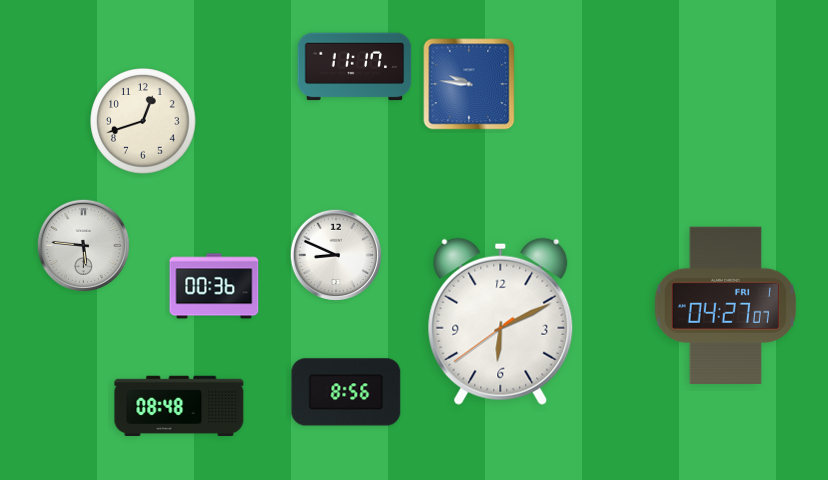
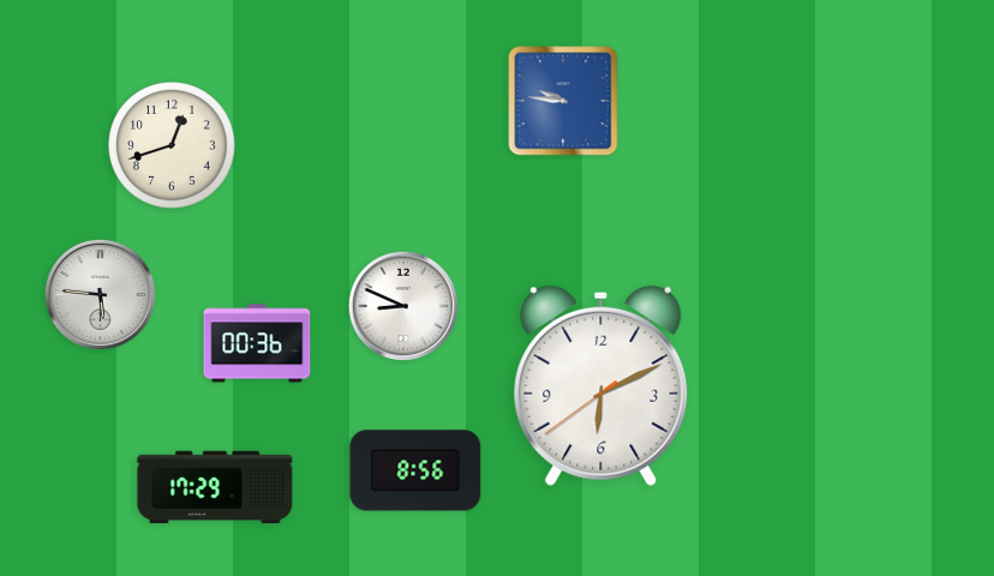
clock at (355, 67): 11:17 -> none
clock at (725, 305): 04:27 -> none
clock at (179, 405): 08:48 -> 17:29
